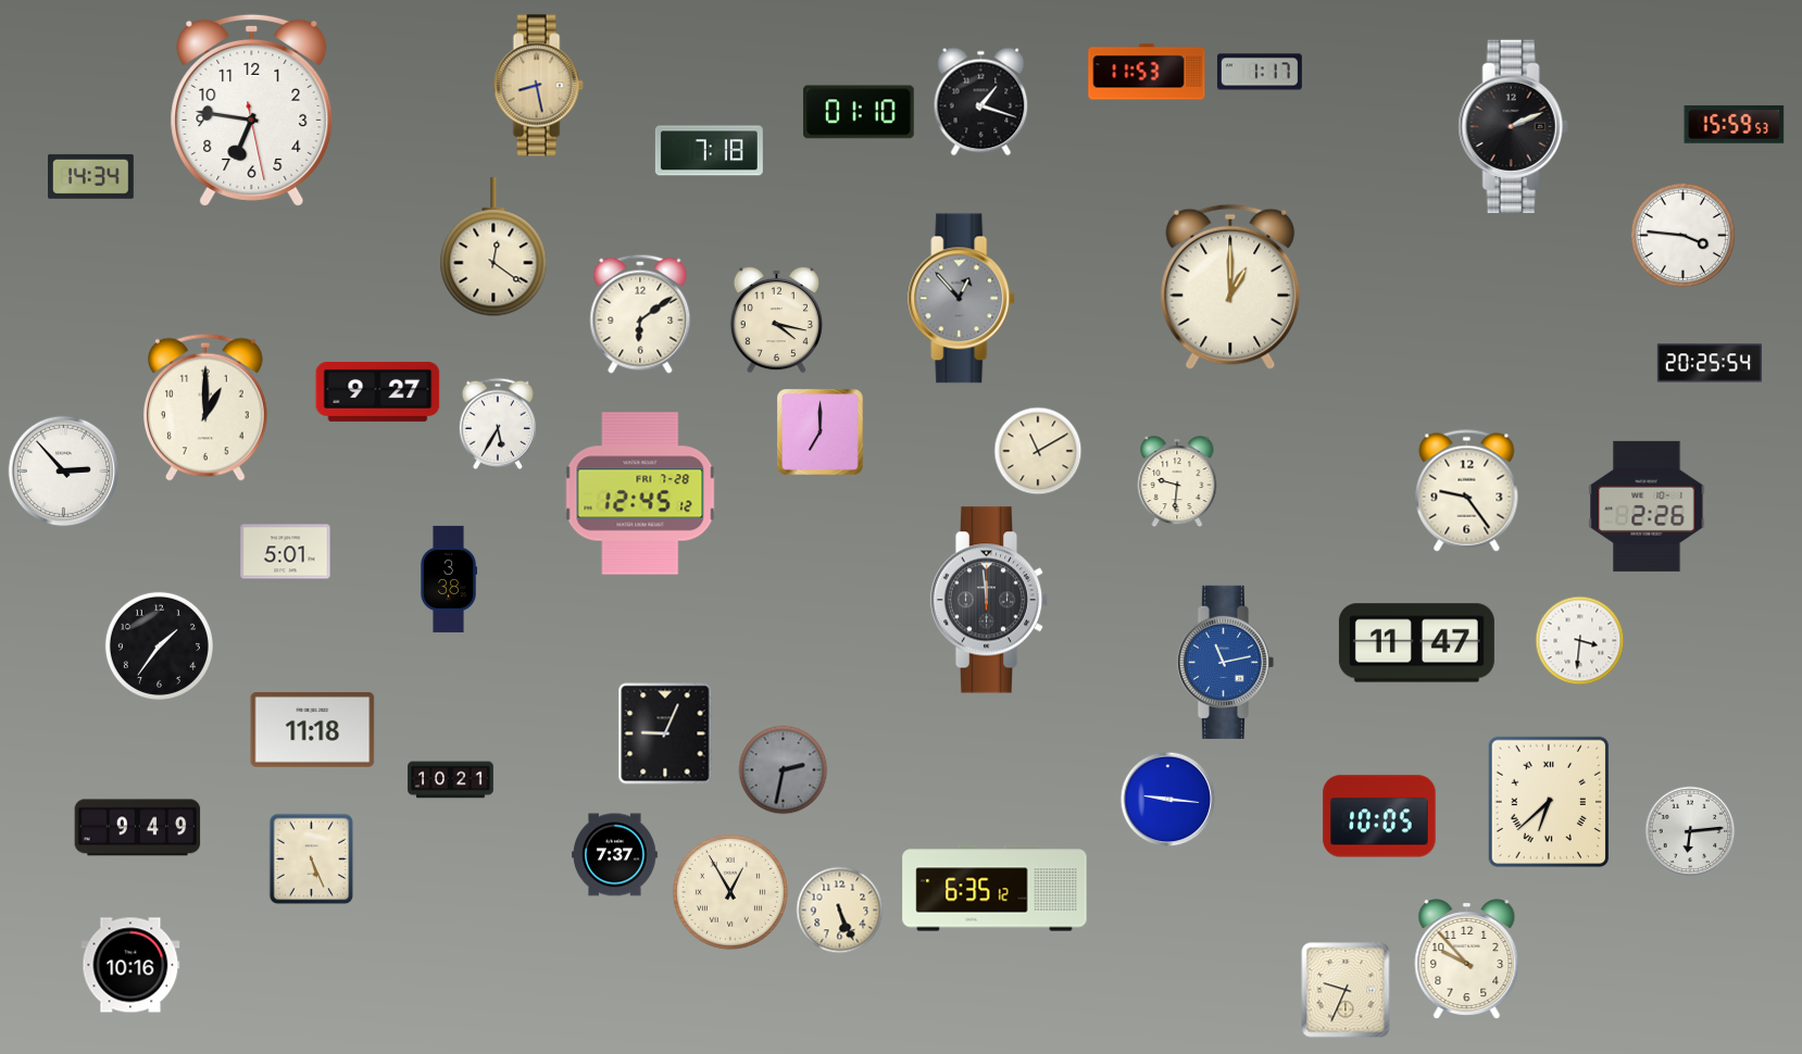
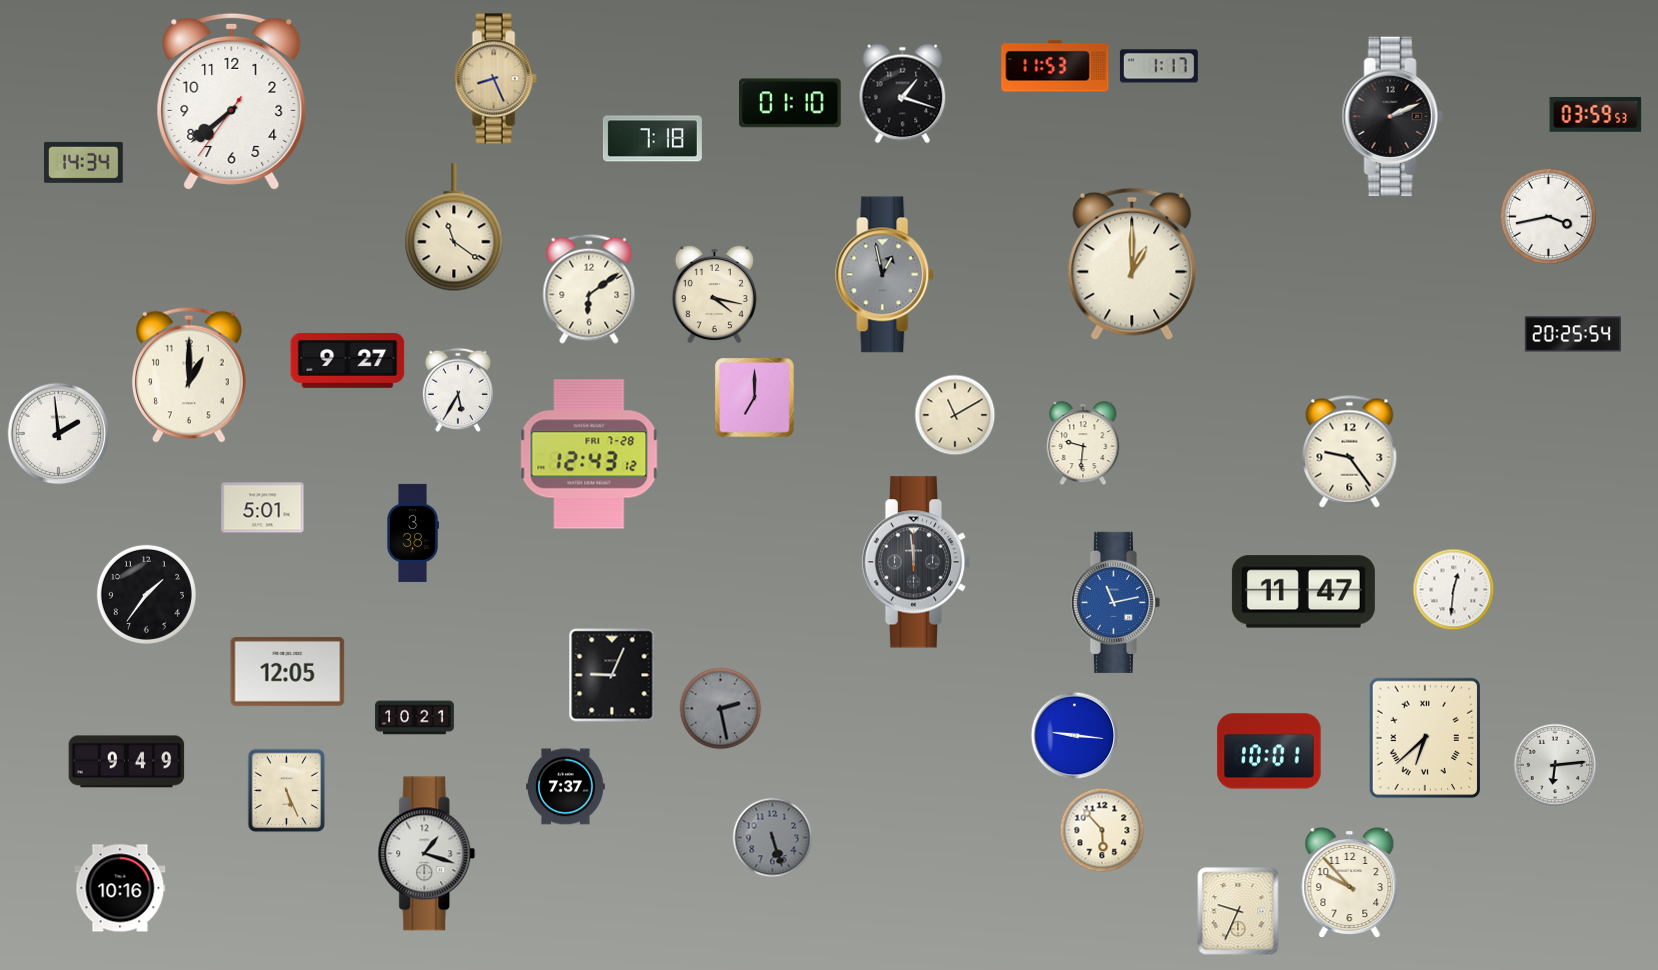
clock at (538, 86): 8:28 -> 8:26
clock at (252, 110): 6:46 -> 7:38
clock at (1735, 124): 15:59 -> 03:59
clock at (1682, 235): 3:46 -> 3:43
clock at (493, 248): 12:21 -> 11:21
clock at (962, 299): 12:53 -> 12:58
clock at (64, 472): 2:53 -> 1:59
clock at (640, 493): 12:45 -> 12:43
clock at (1647, 506): 2:26 -> none
clock at (989, 600) position: (989, 600) -> (916, 562)
clock at (1580, 641): 3:31 -> 12:31
clock at (1225, 662) position: (1225, 662) -> (1115, 602)
clock at (313, 729): 11:18 -> 12:05
clock at (784, 770): 2:32 -> 2:28
clock at (1379, 816): 10:05 -> 10:01
clock at (994, 888): 6:35 -> none
clock at (730, 892): 12:55 -> none
clock at (1102, 830): none -> 5:53
clock at (840, 911): 5:26 -> 5:27
clock at (840, 911) dial: cream -> grey
clock at (427, 854): none -> 1:18
